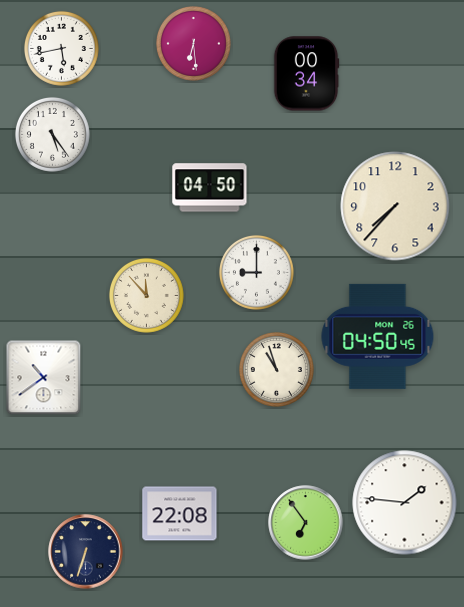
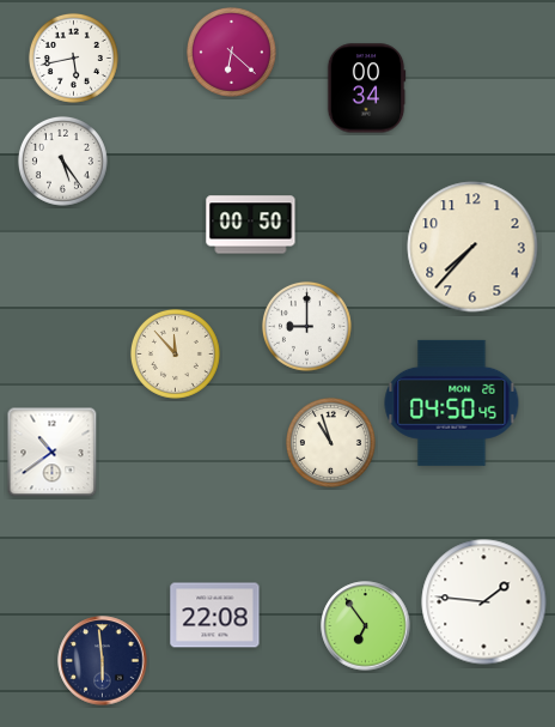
clock at (193, 43): 6:29 -> 6:22
clock at (210, 188): 04:50 -> 00:50
clock at (86, 552): 6:33 -> 5:59
